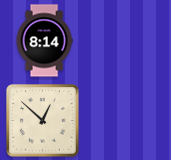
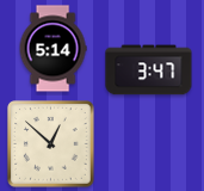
clock at (44, 41): 8:14 -> 5:14
clock at (149, 70): none -> 3:47
